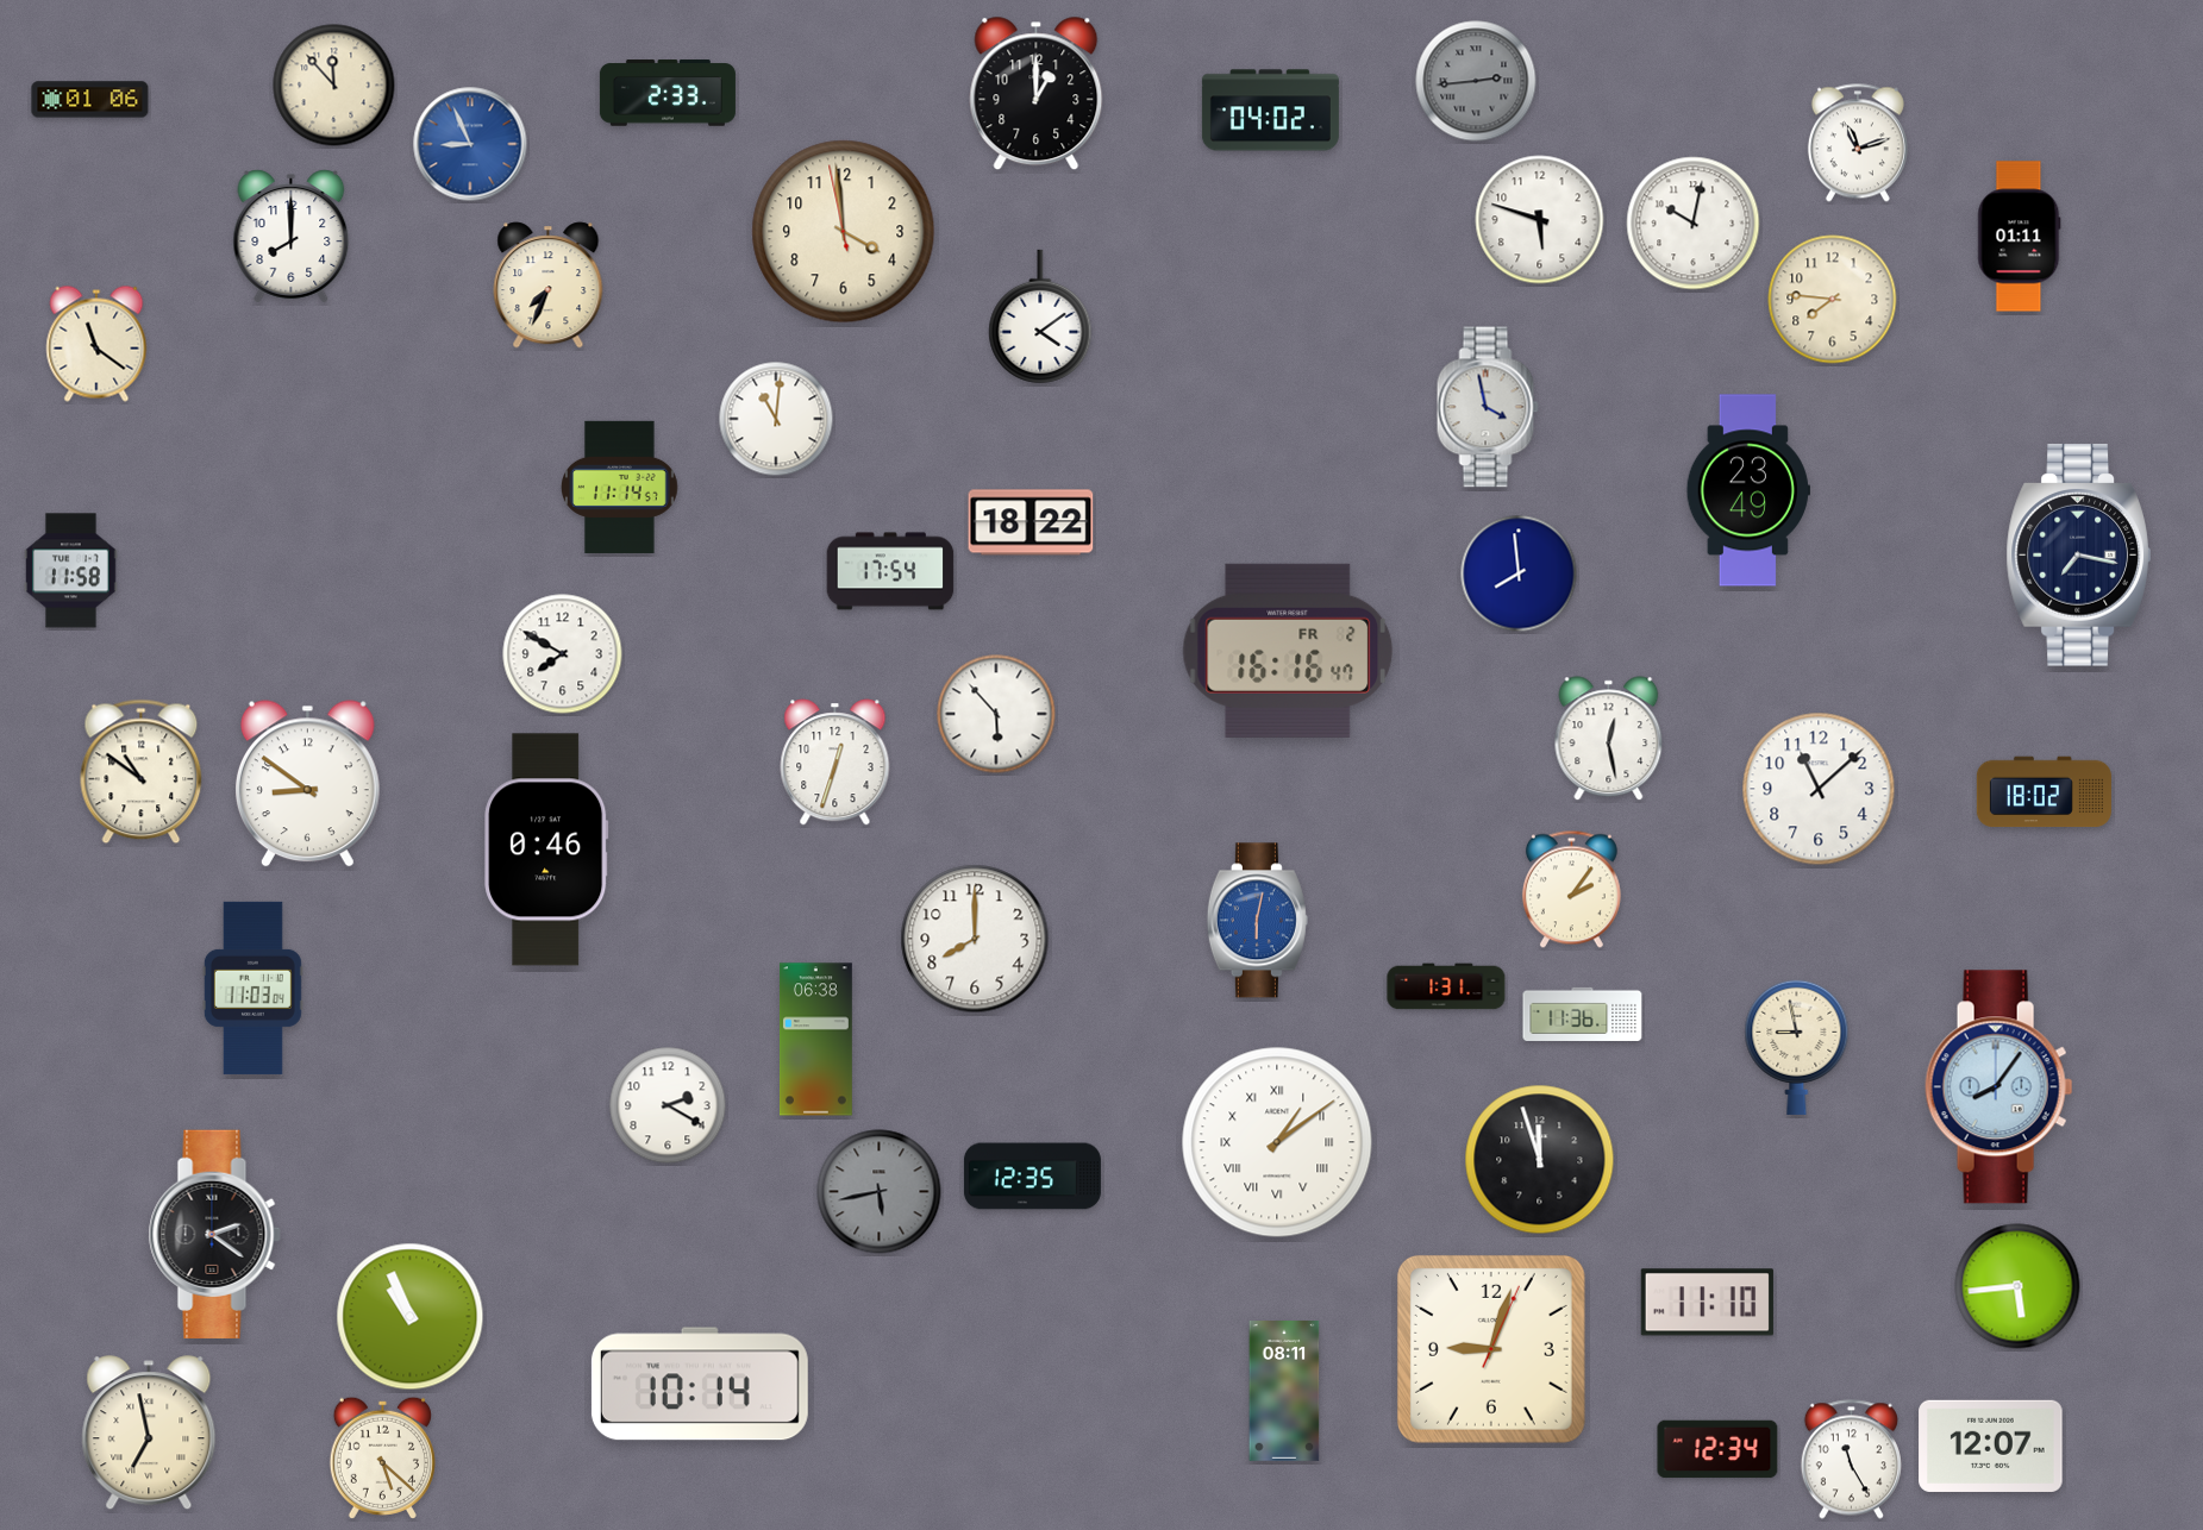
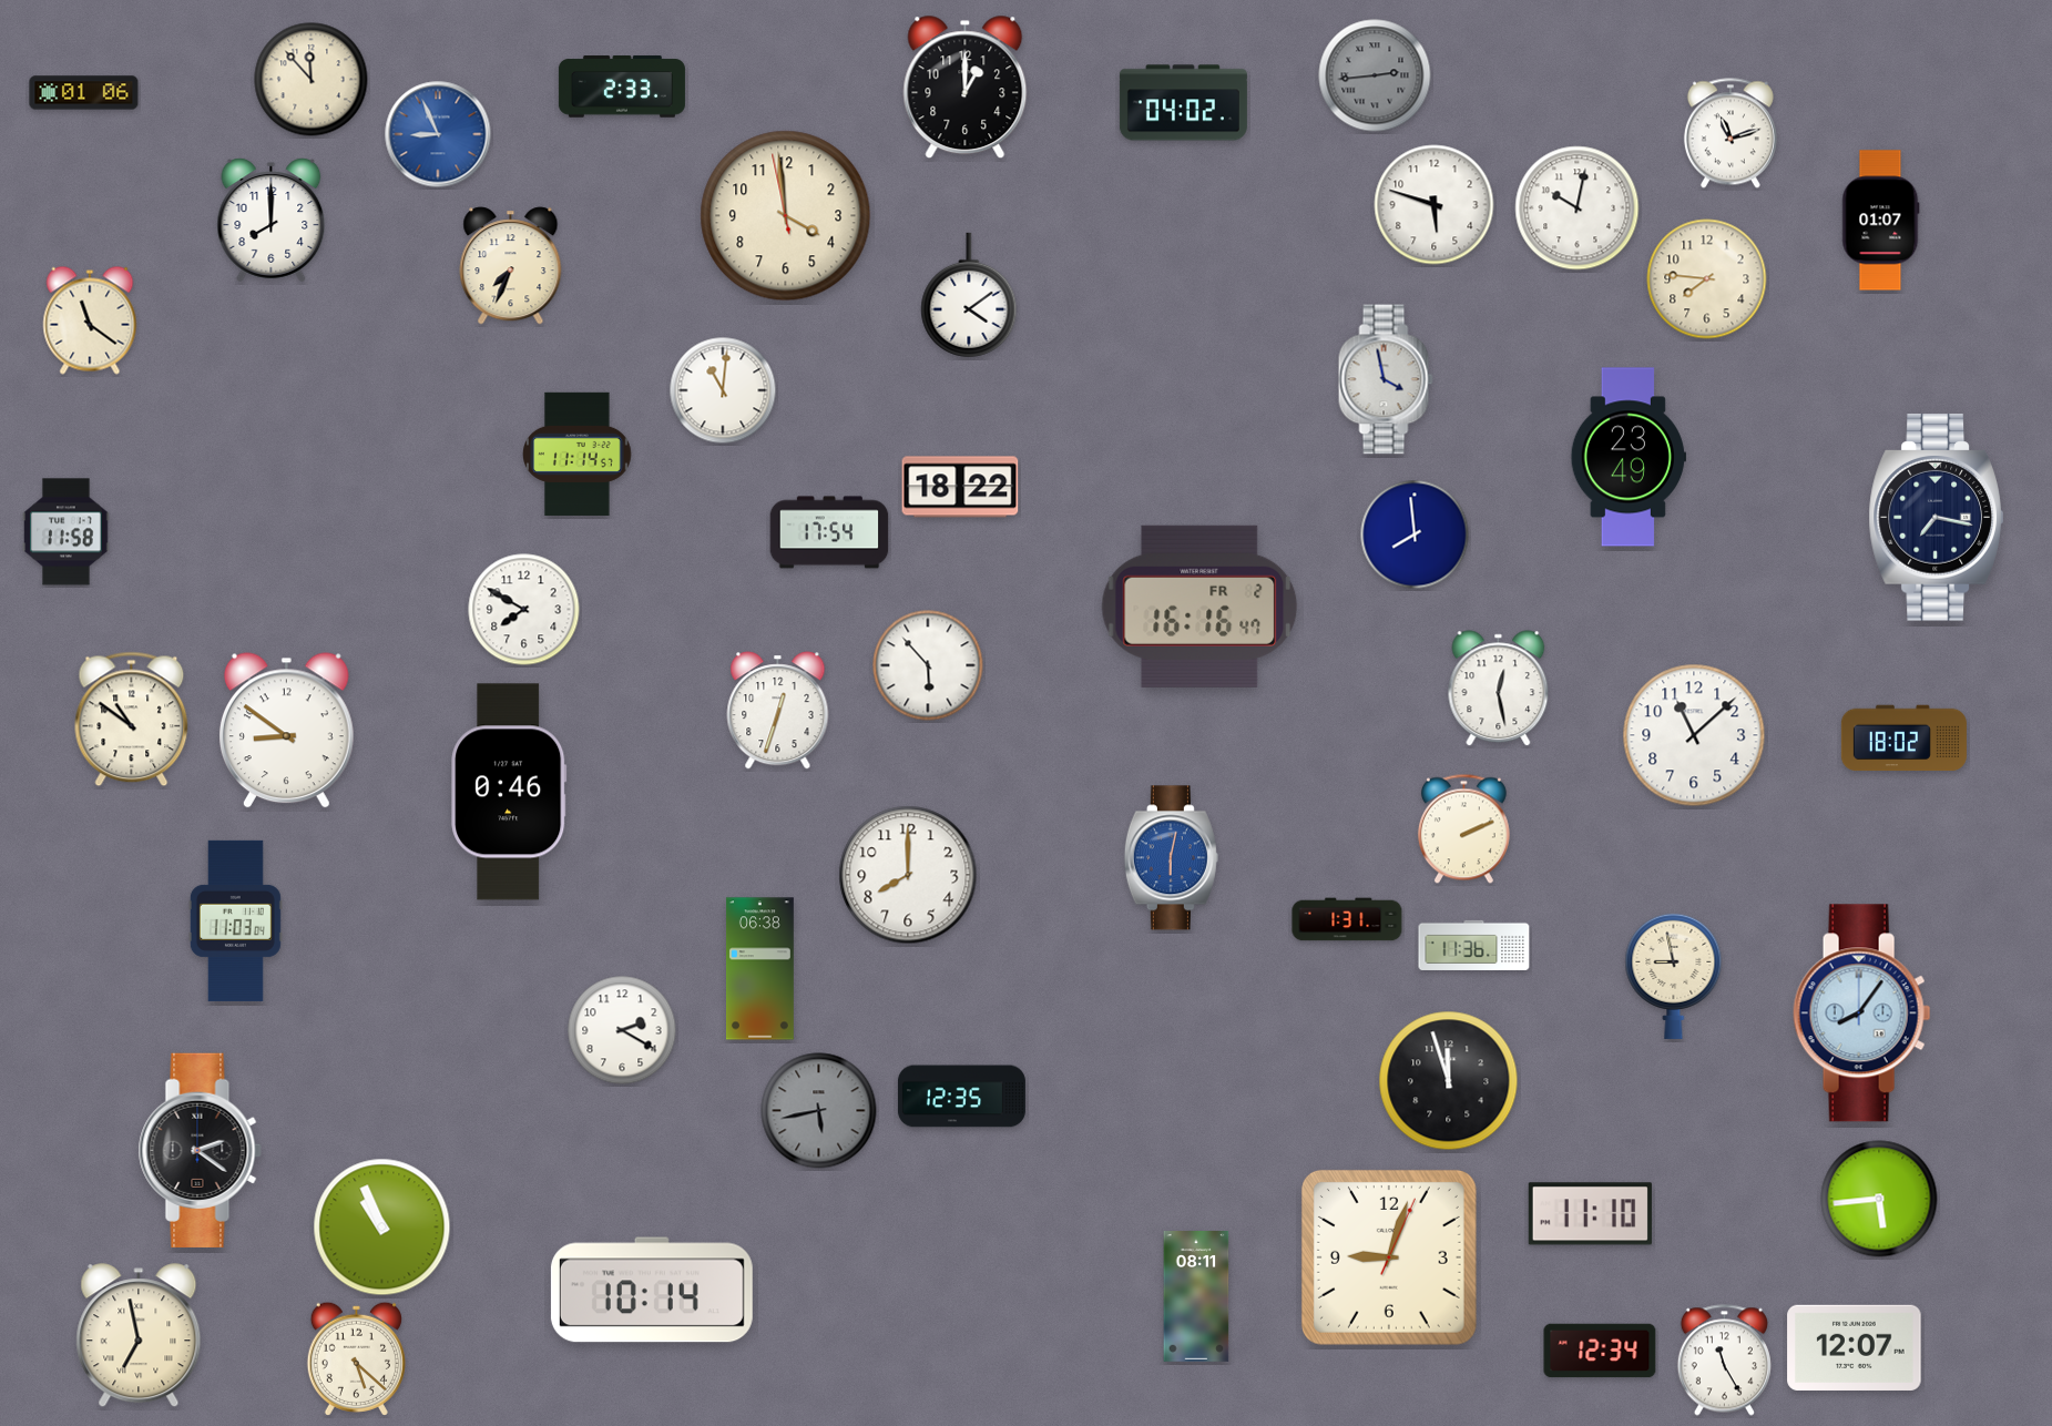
clock at (2020, 237): 01:11 -> 01:07
clock at (1571, 890): 2:06 -> 2:11
clock at (1277, 1142): 1:09 -> none
clock at (1540, 1160) position: (1540, 1160) -> (1449, 1081)
